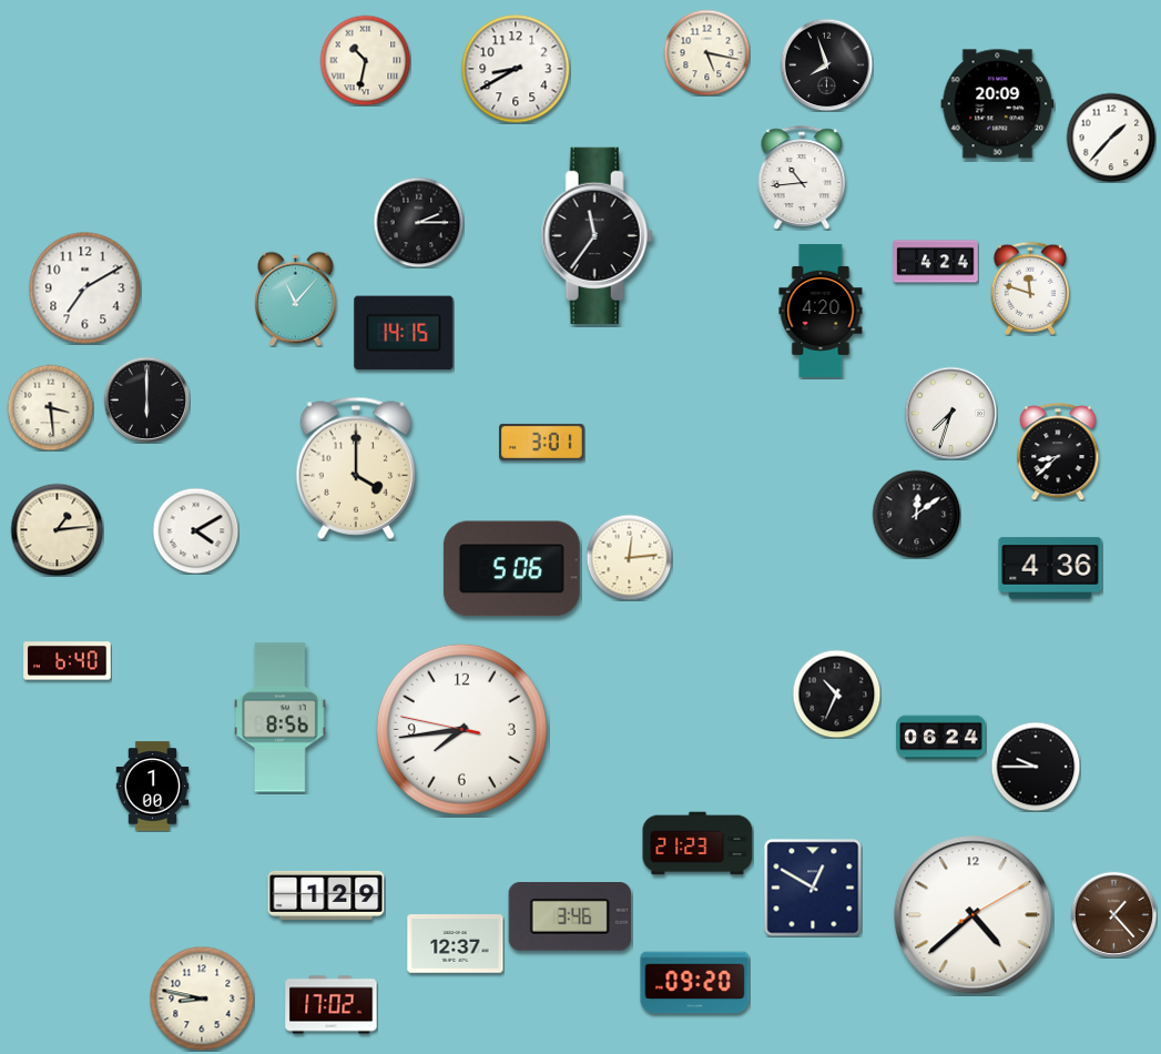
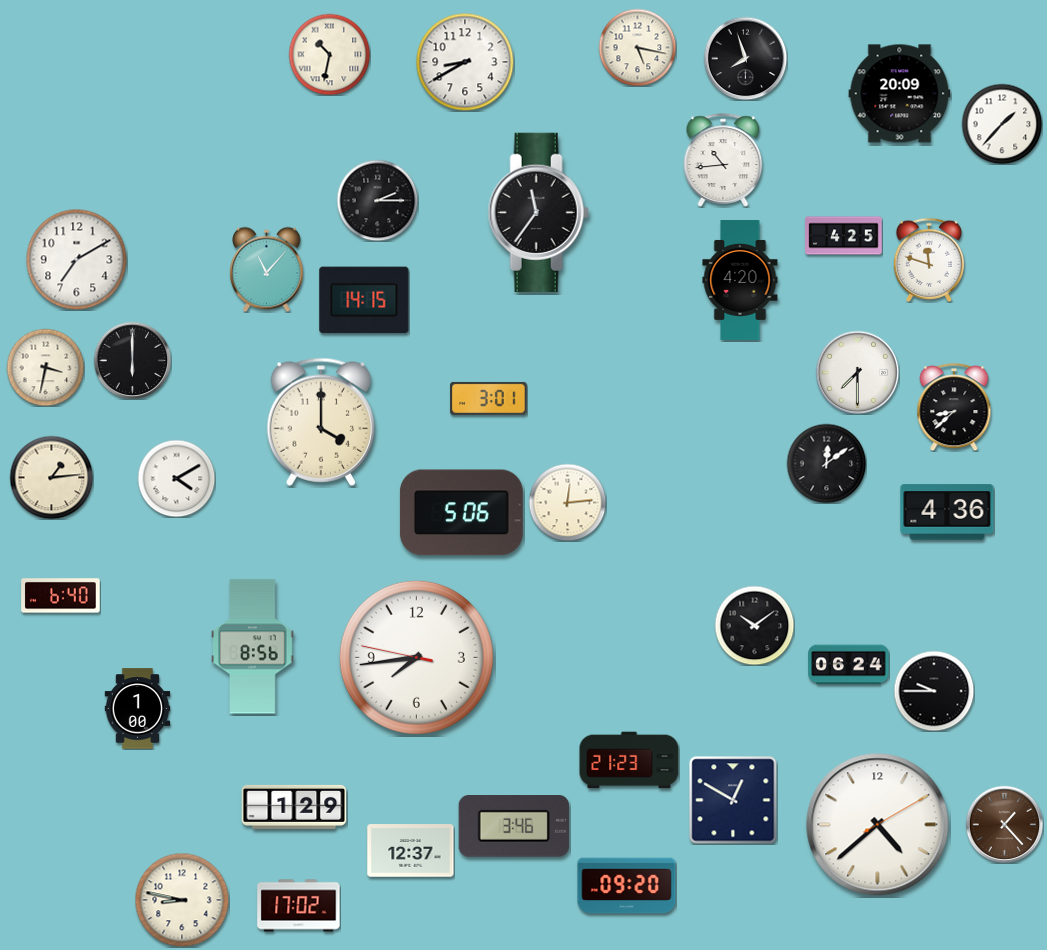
clock at (936, 262): 4:24 -> 4:25
clock at (50, 407): 3:29 -> 3:32
clock at (950, 413): 7:33 -> 7:30
clock at (836, 693): 10:34 -> 10:09
